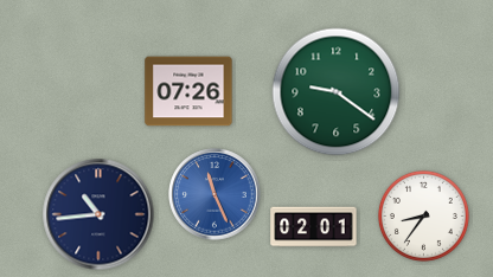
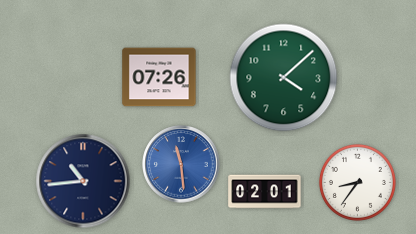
clock at (337, 92): 9:21 -> 4:08
clock at (215, 194): 11:26 -> 11:29
